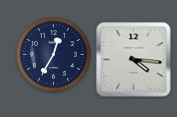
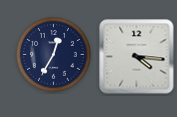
clock at (134, 60) position: (134, 60) -> (137, 57)
